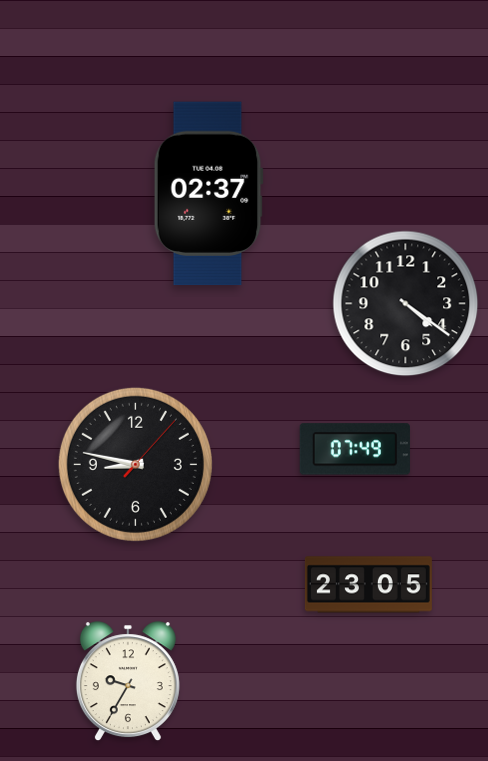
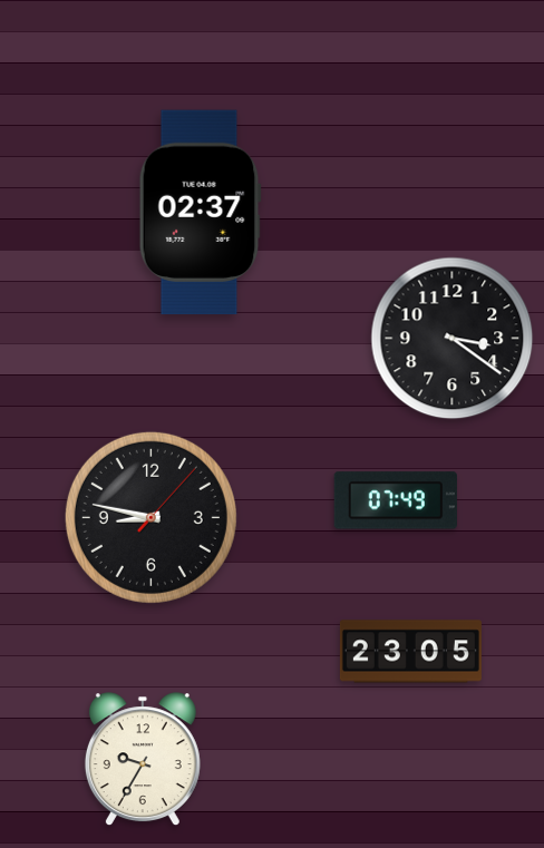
clock at (208, 194) position: (208, 194) -> (200, 213)
clock at (406, 304): 4:21 -> 3:21
